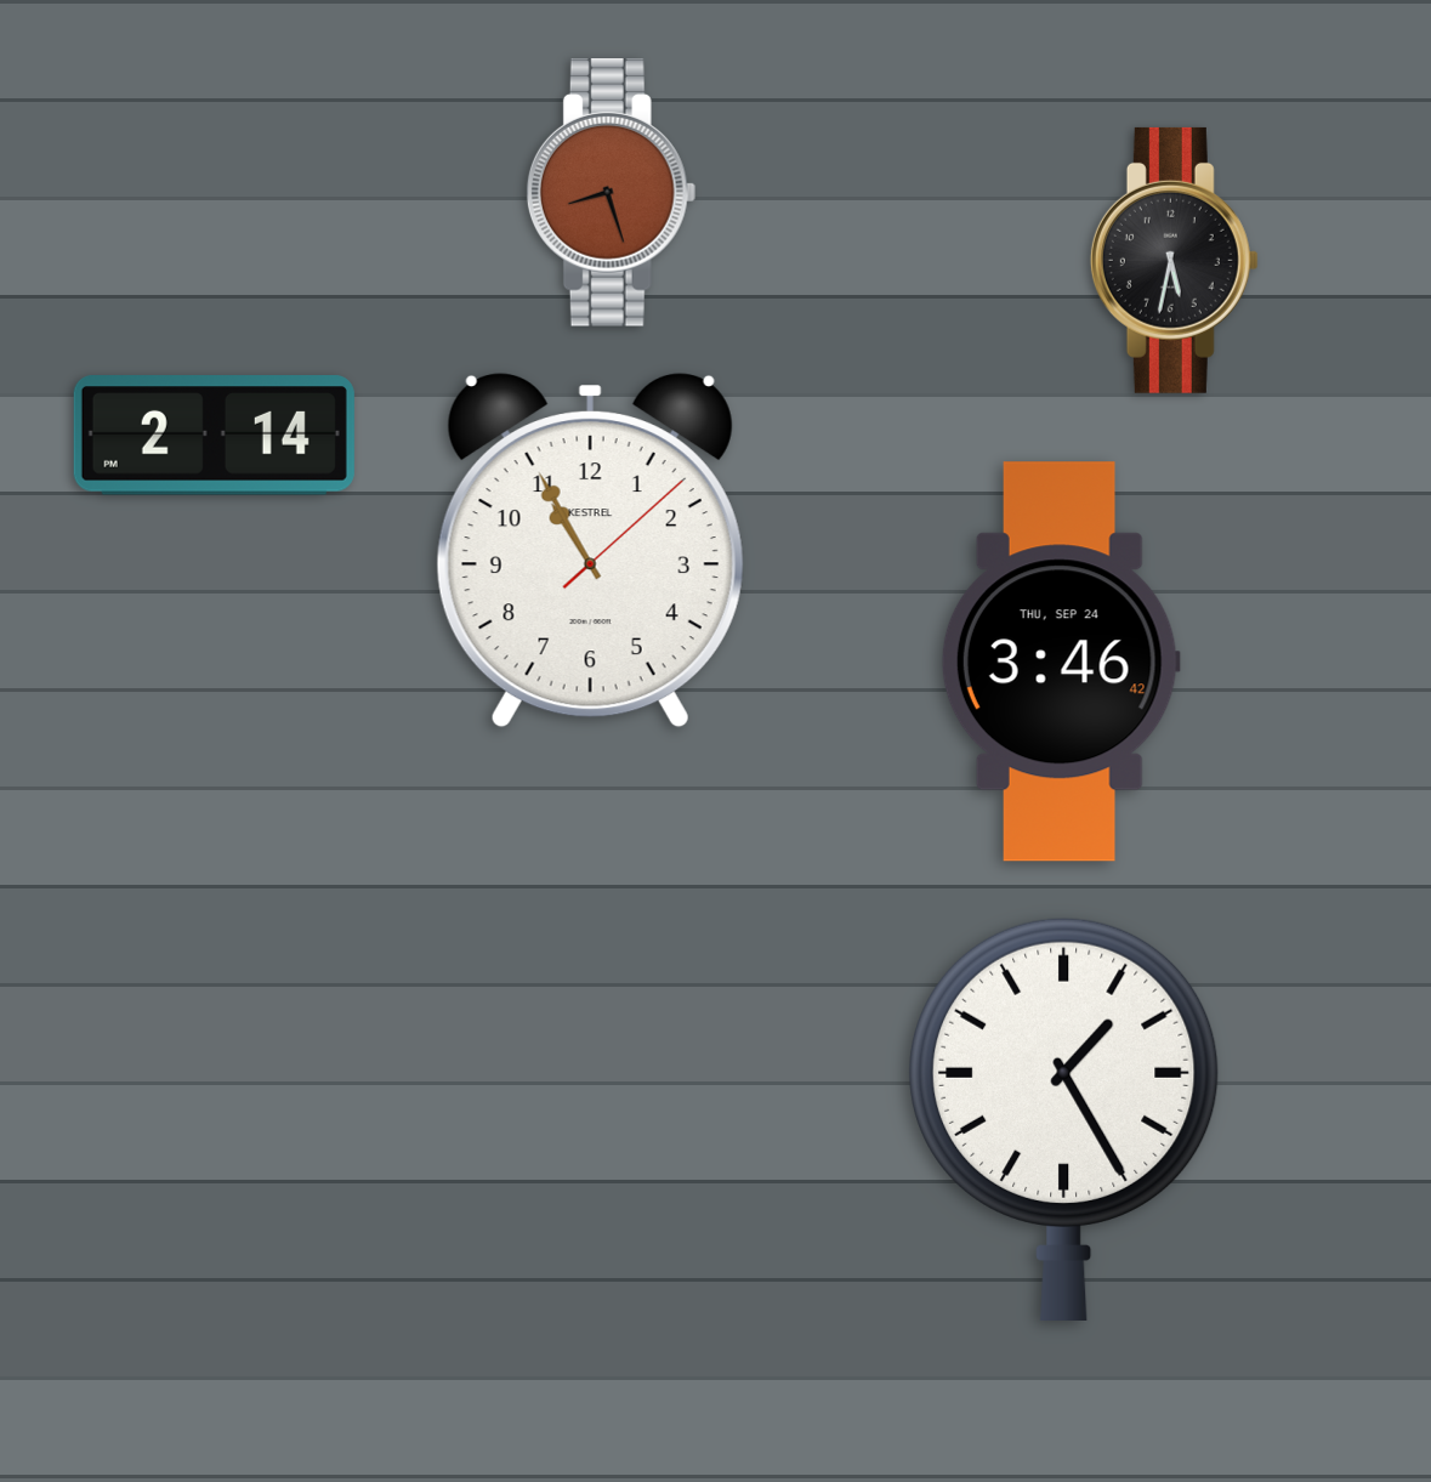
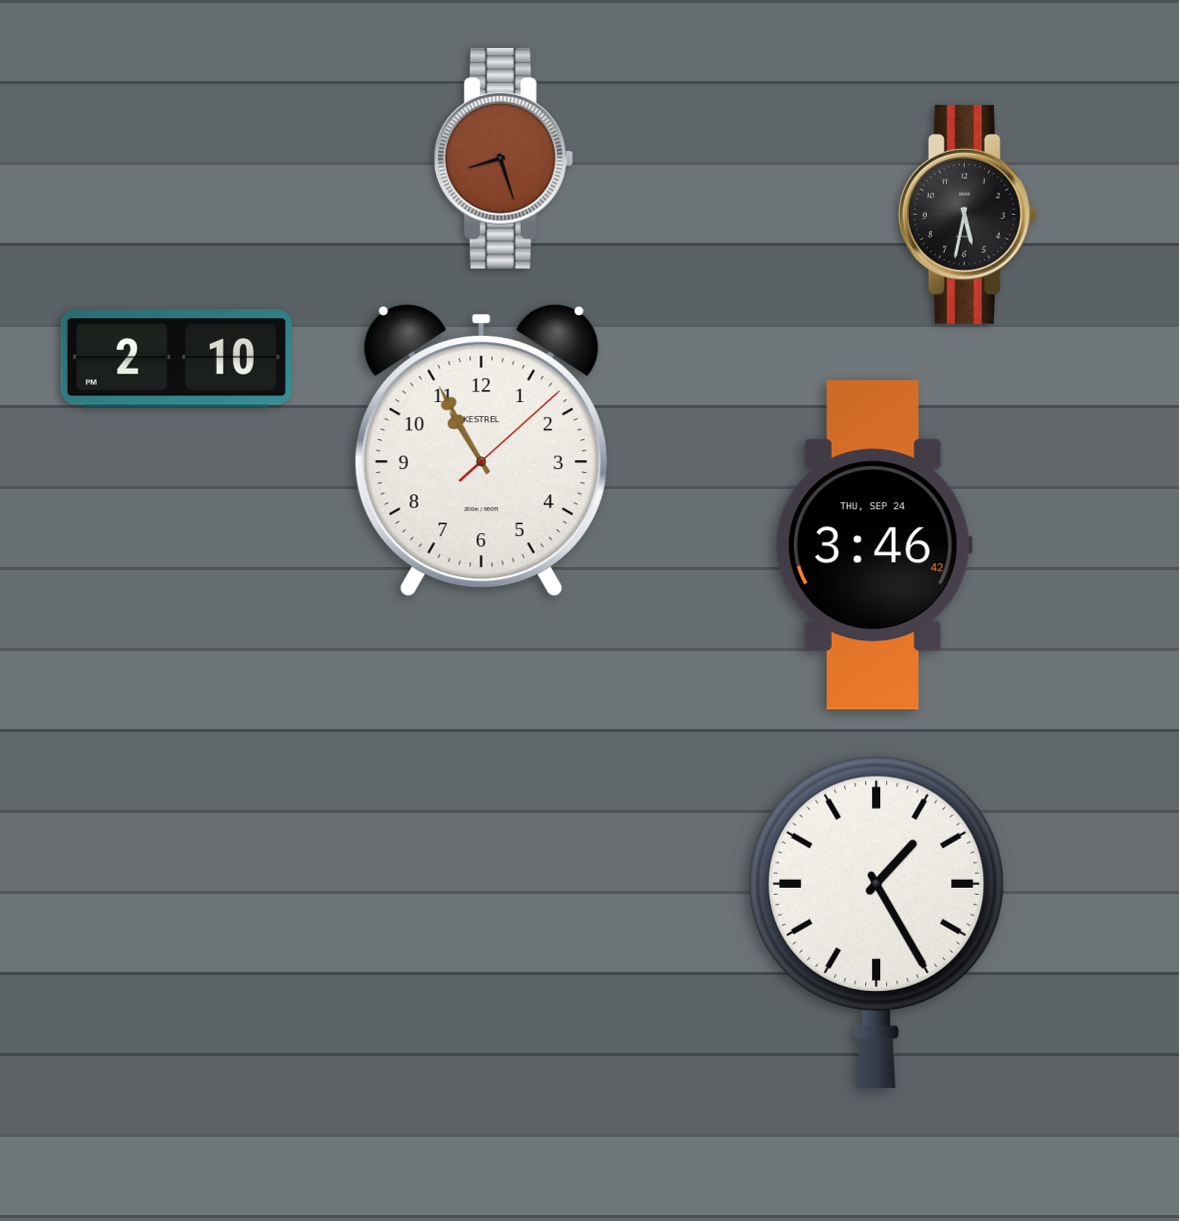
clock at (214, 436): 2:14 -> 2:10
clock at (590, 551) position: (590, 551) -> (481, 451)
